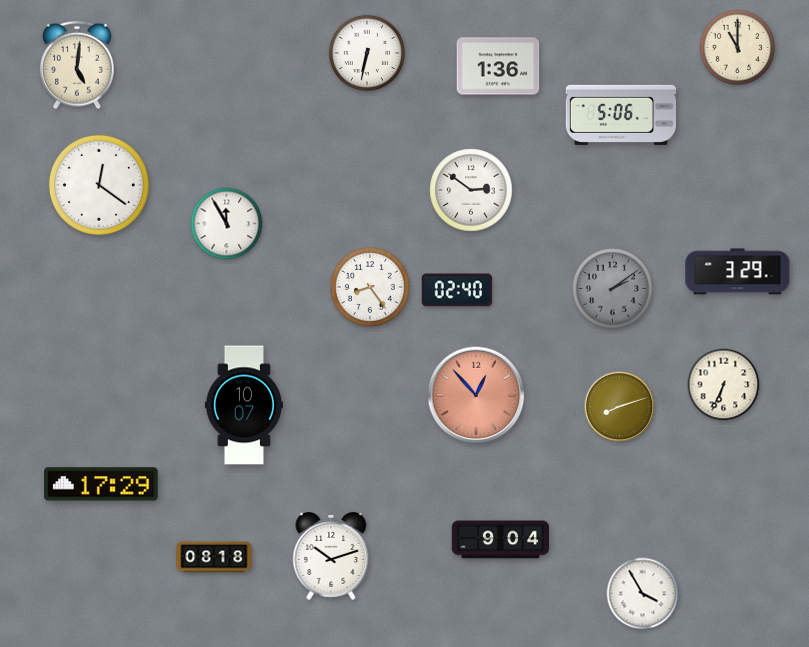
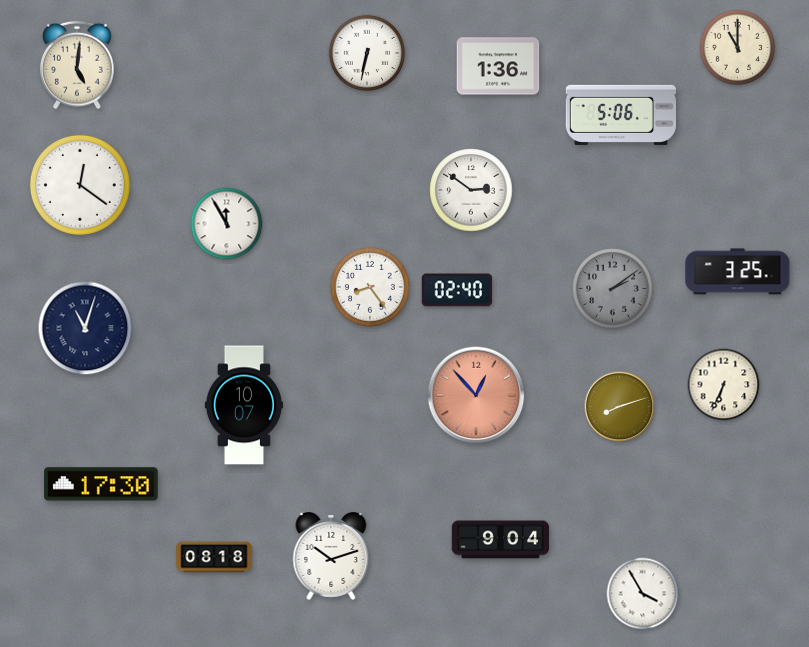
clock at (99, 185) position: (99, 185) -> (80, 185)
clock at (738, 272): 3:29 -> 3:25
clock at (85, 328): none -> 11:03
clock at (101, 484): 17:29 -> 17:30
